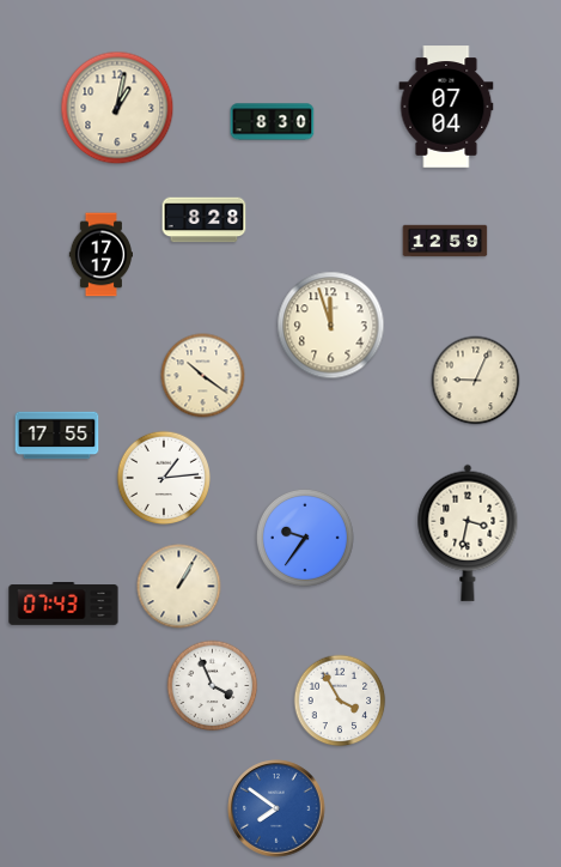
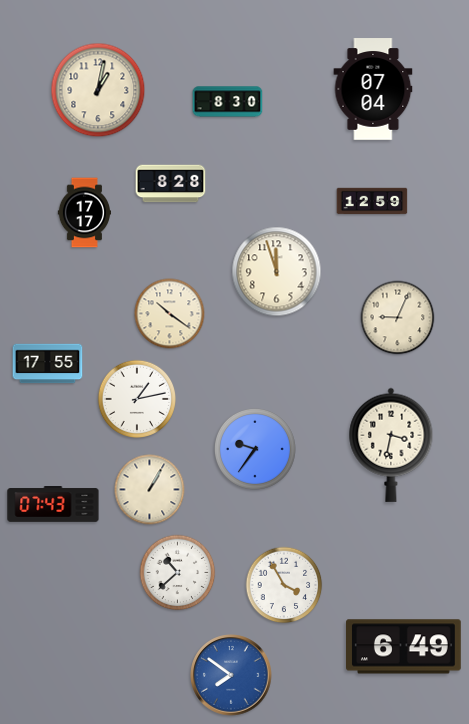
clock at (164, 478): 1:14 -> 1:13
clock at (213, 686): 3:56 -> 10:38
clock at (404, 647): none -> 6:49
